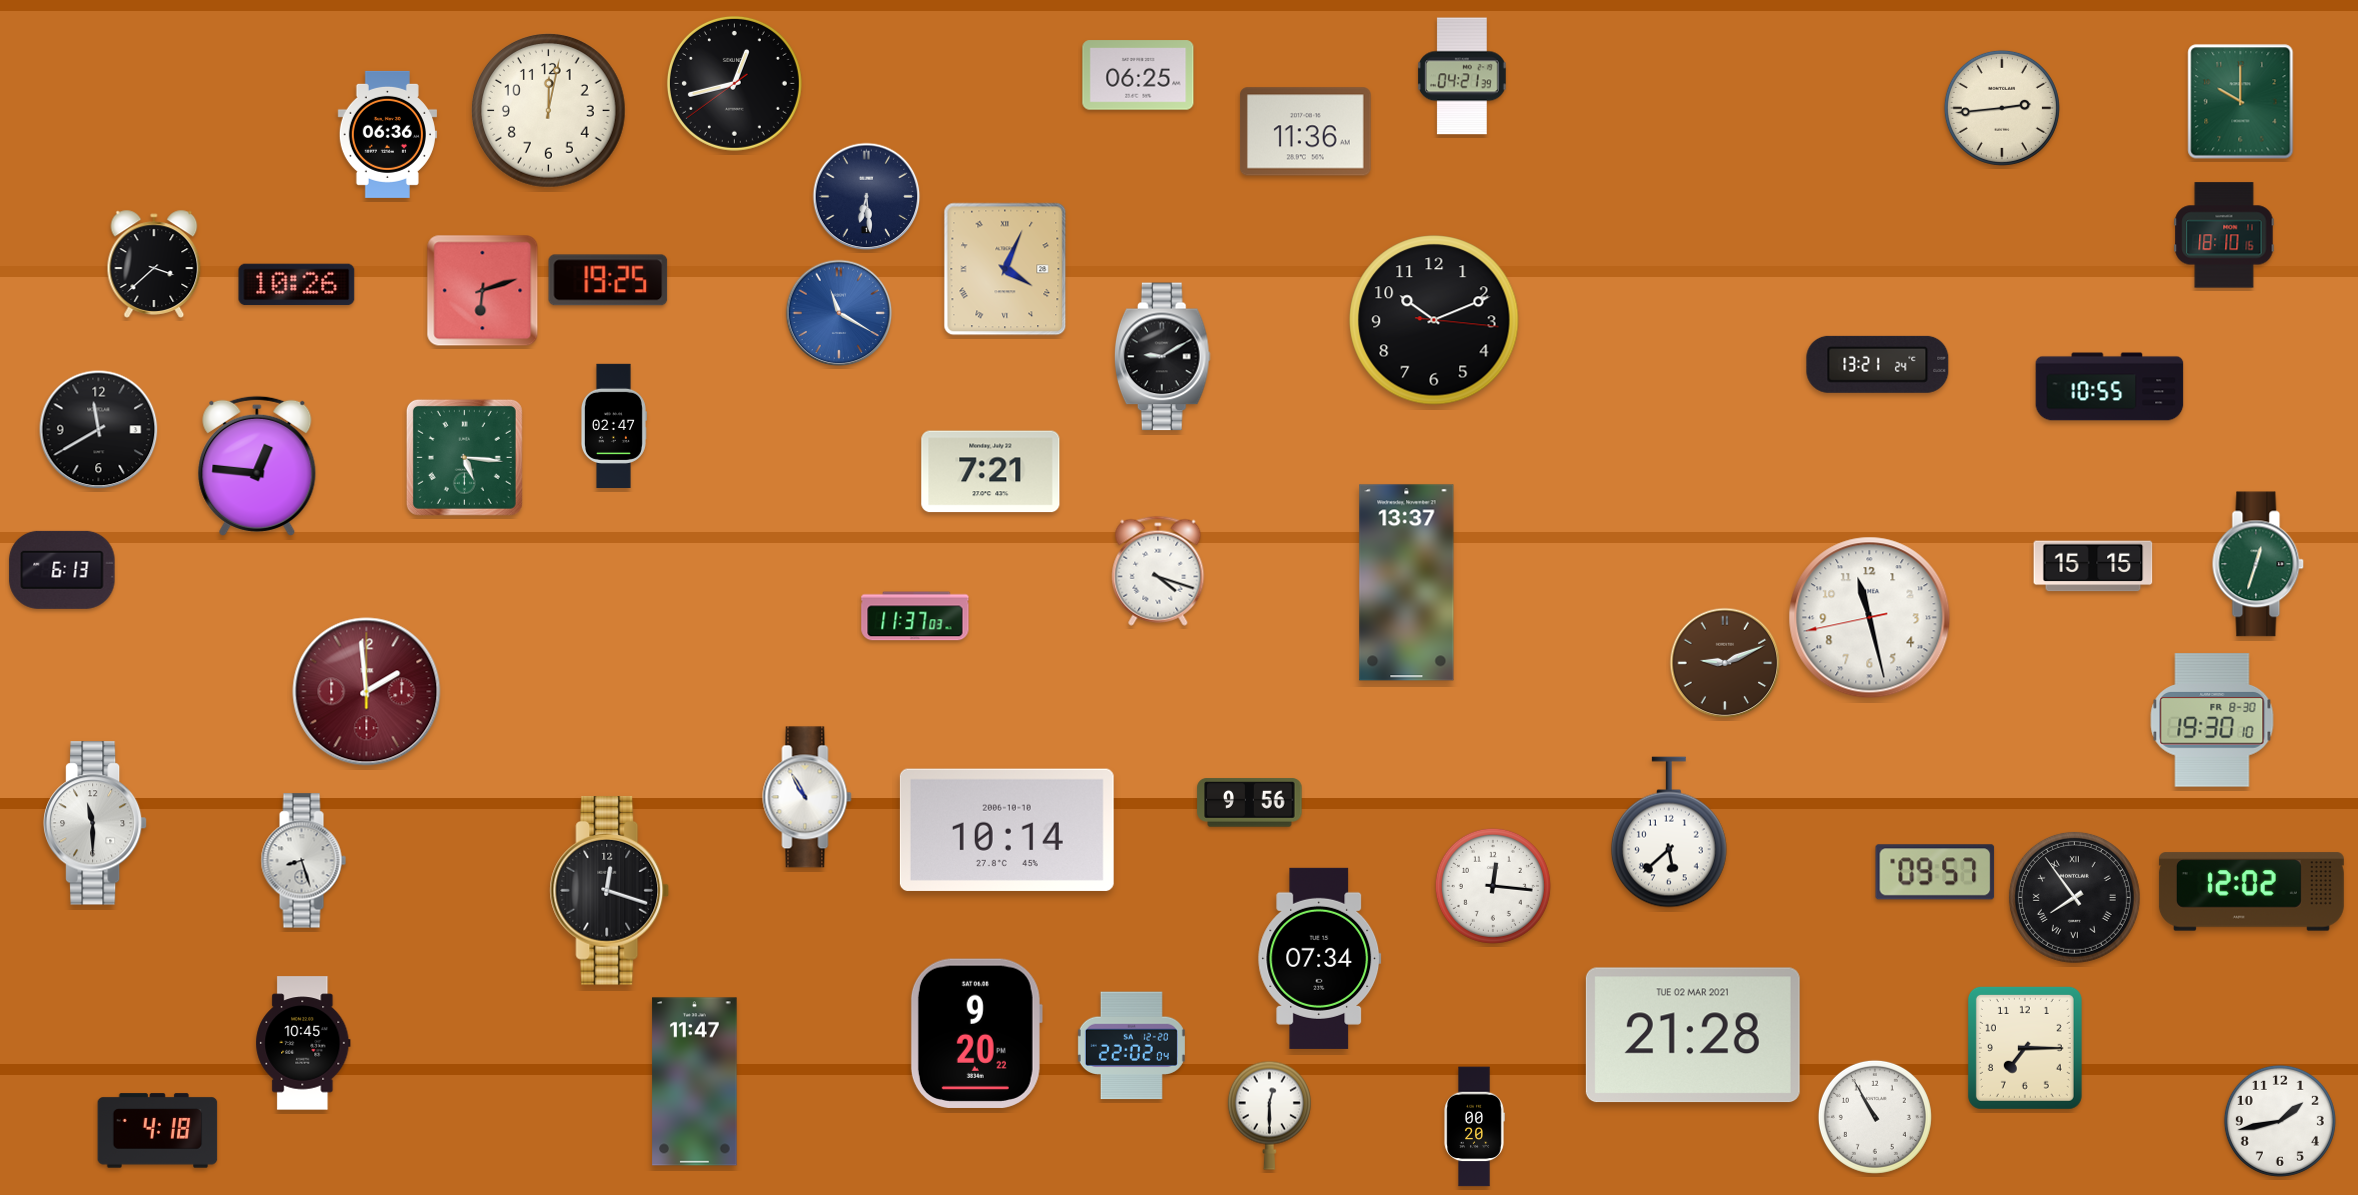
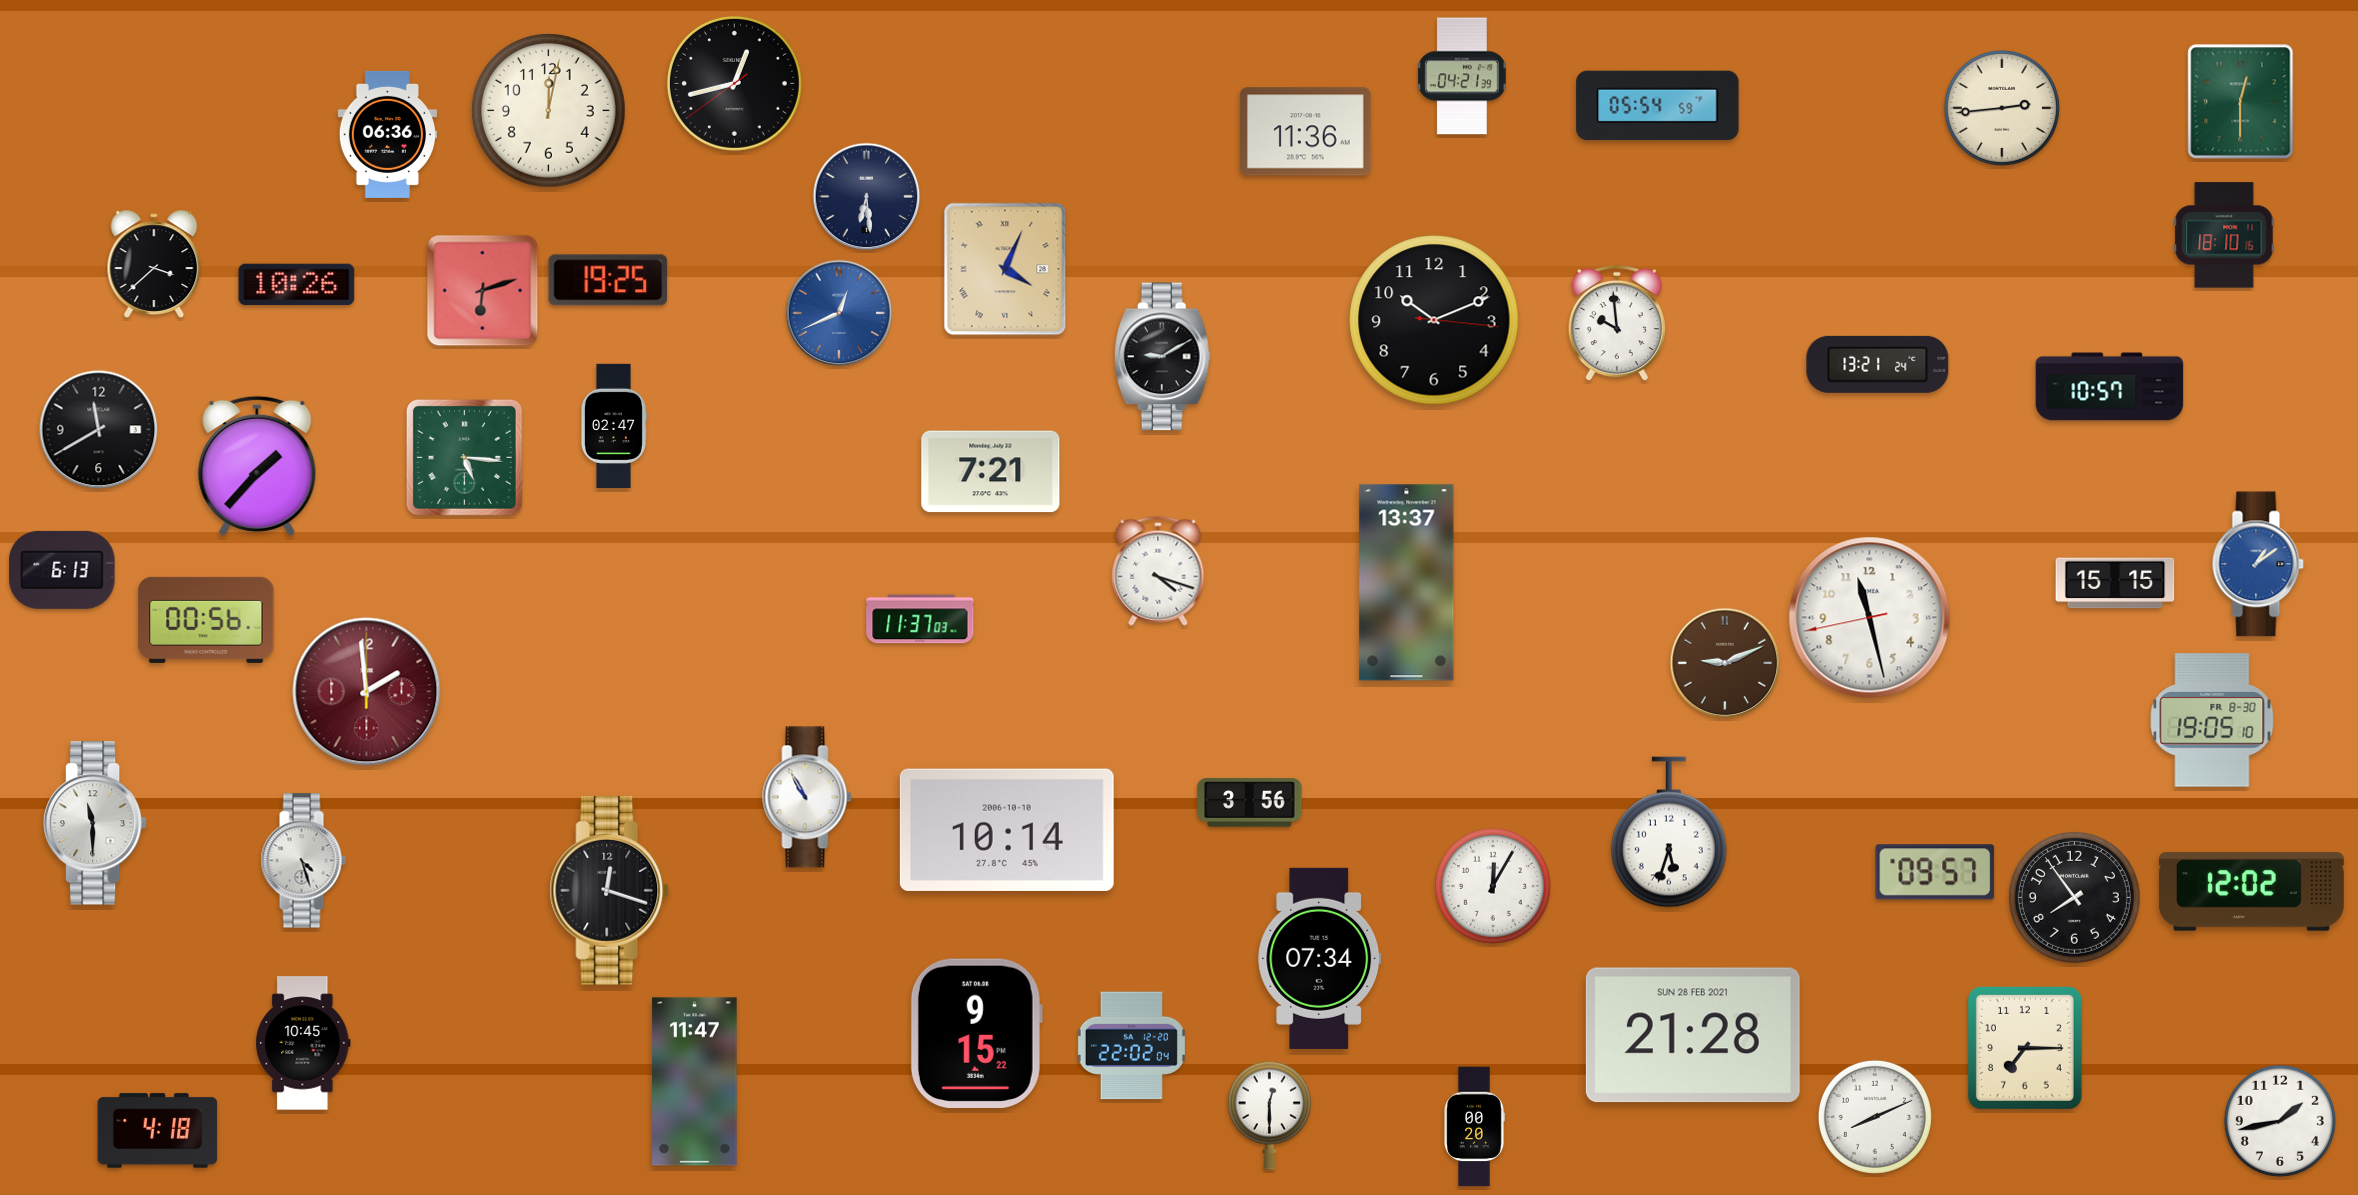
clock at (1138, 75): 06:25 -> none
clock at (2241, 102): 10:00 -> 12:30
clock at (1658, 106): none -> 05:54
clock at (839, 313): 11:20 -> 12:41
clock at (1617, 323): none -> 9:59
clock at (2110, 387): 10:55 -> 10:57
clock at (257, 466): 12:46 -> 1:37
clock at (2258, 564): 12:33 -> 1:09
clock at (2258, 564) dial: green -> blue
clock at (2093, 566) position: (2093, 566) -> (2115, 583)
clock at (915, 616) position: (915, 616) -> (920, 619)
clock at (206, 620): none -> 00:56
clock at (2212, 720): 19:30 -> 19:05
clock at (1250, 803): 9:56 -> 3:56
clock at (1669, 832): 5:38 -> 5:33
clock at (303, 861): 8:27 -> 4:27
clock at (1493, 886): 12:16 -> 12:05
clock at (2074, 897) numerals: Roman -> Arabic
clock at (976, 1033): 9:20 -> 9:15
clock at (1693, 1035) date: TUE 02 MAR 2021 -> SUN 28 FEB 2021
clock at (1875, 1117): 10:55 -> 8:11
